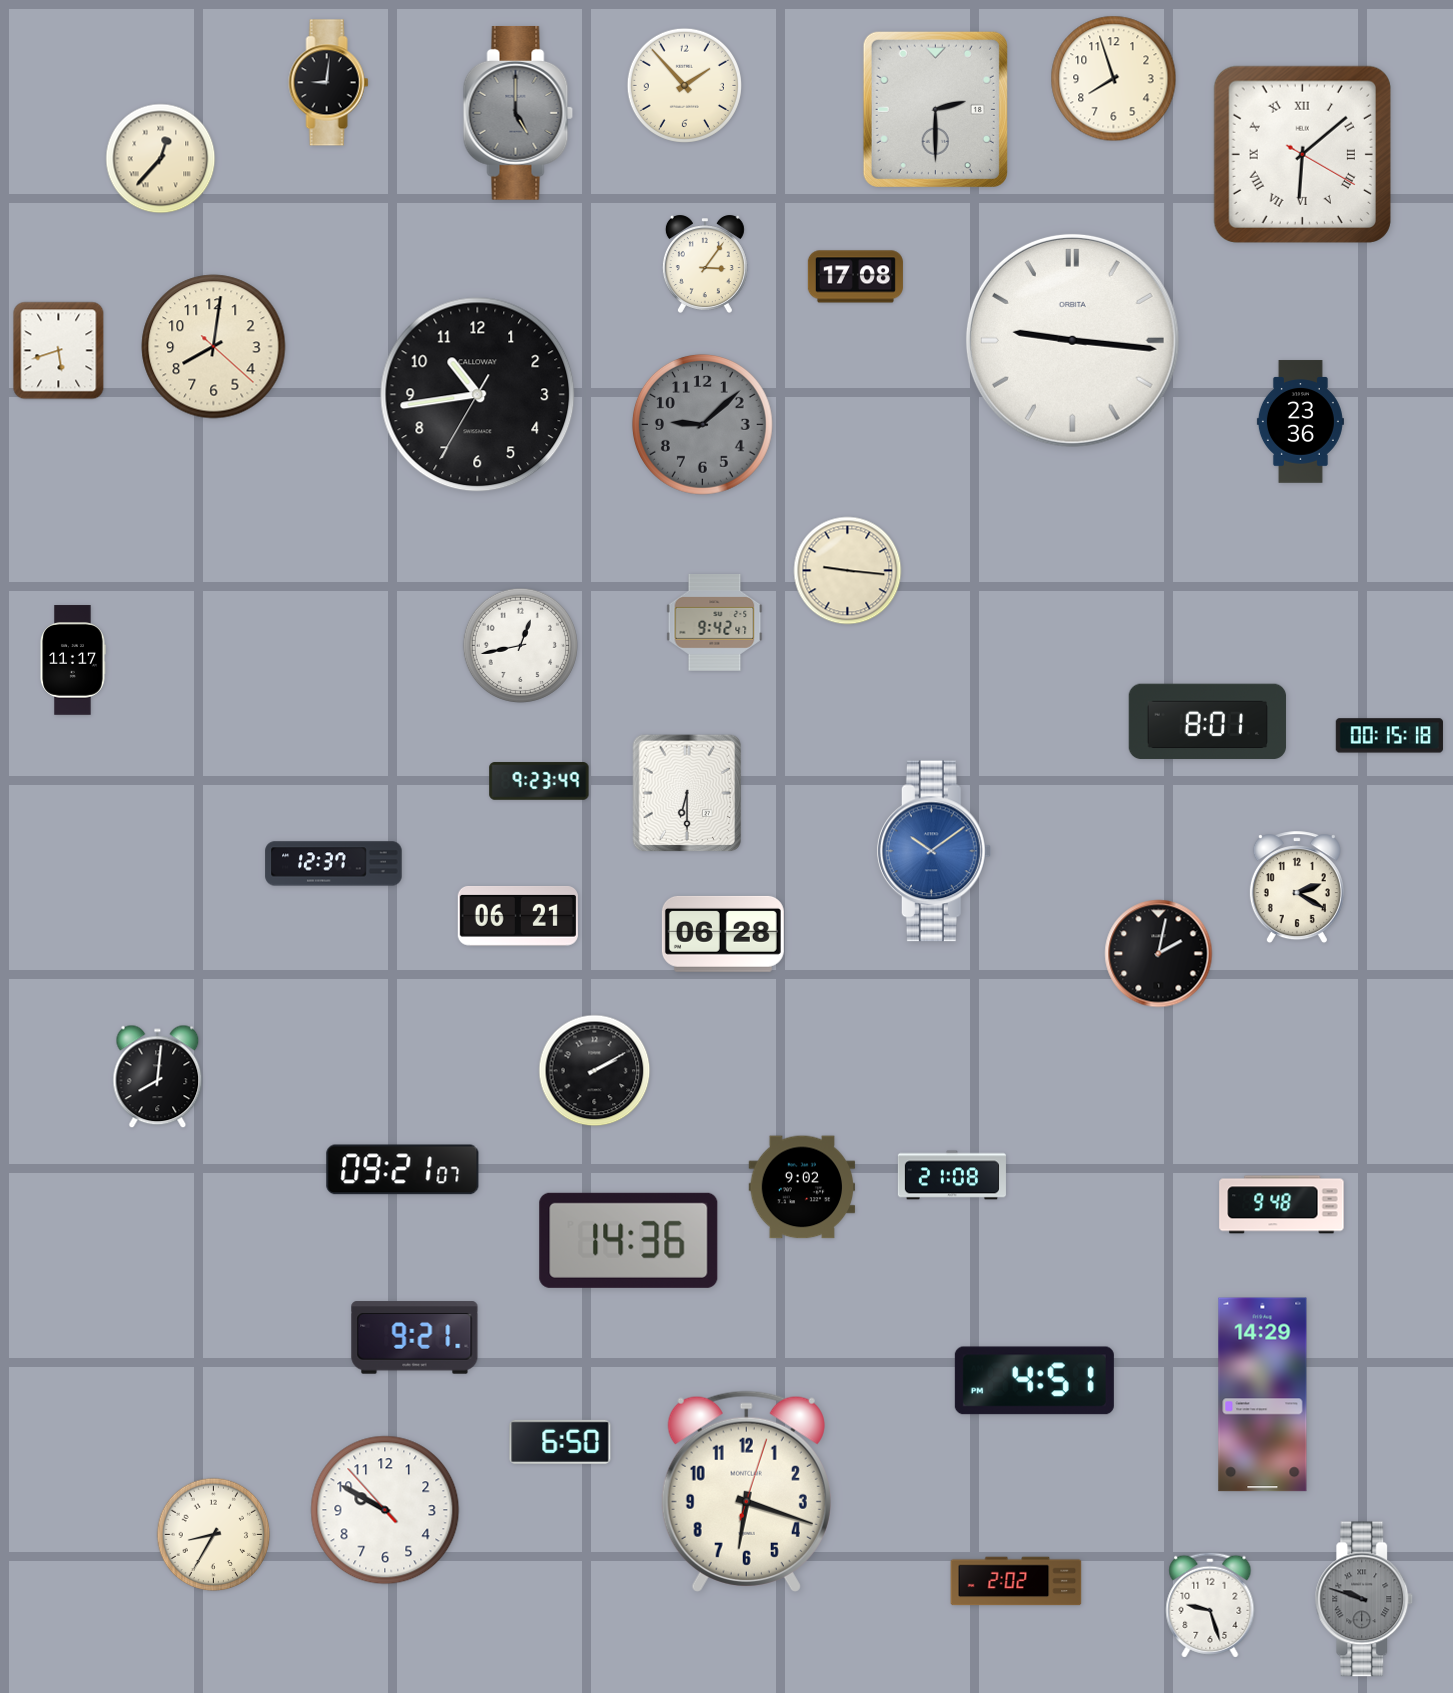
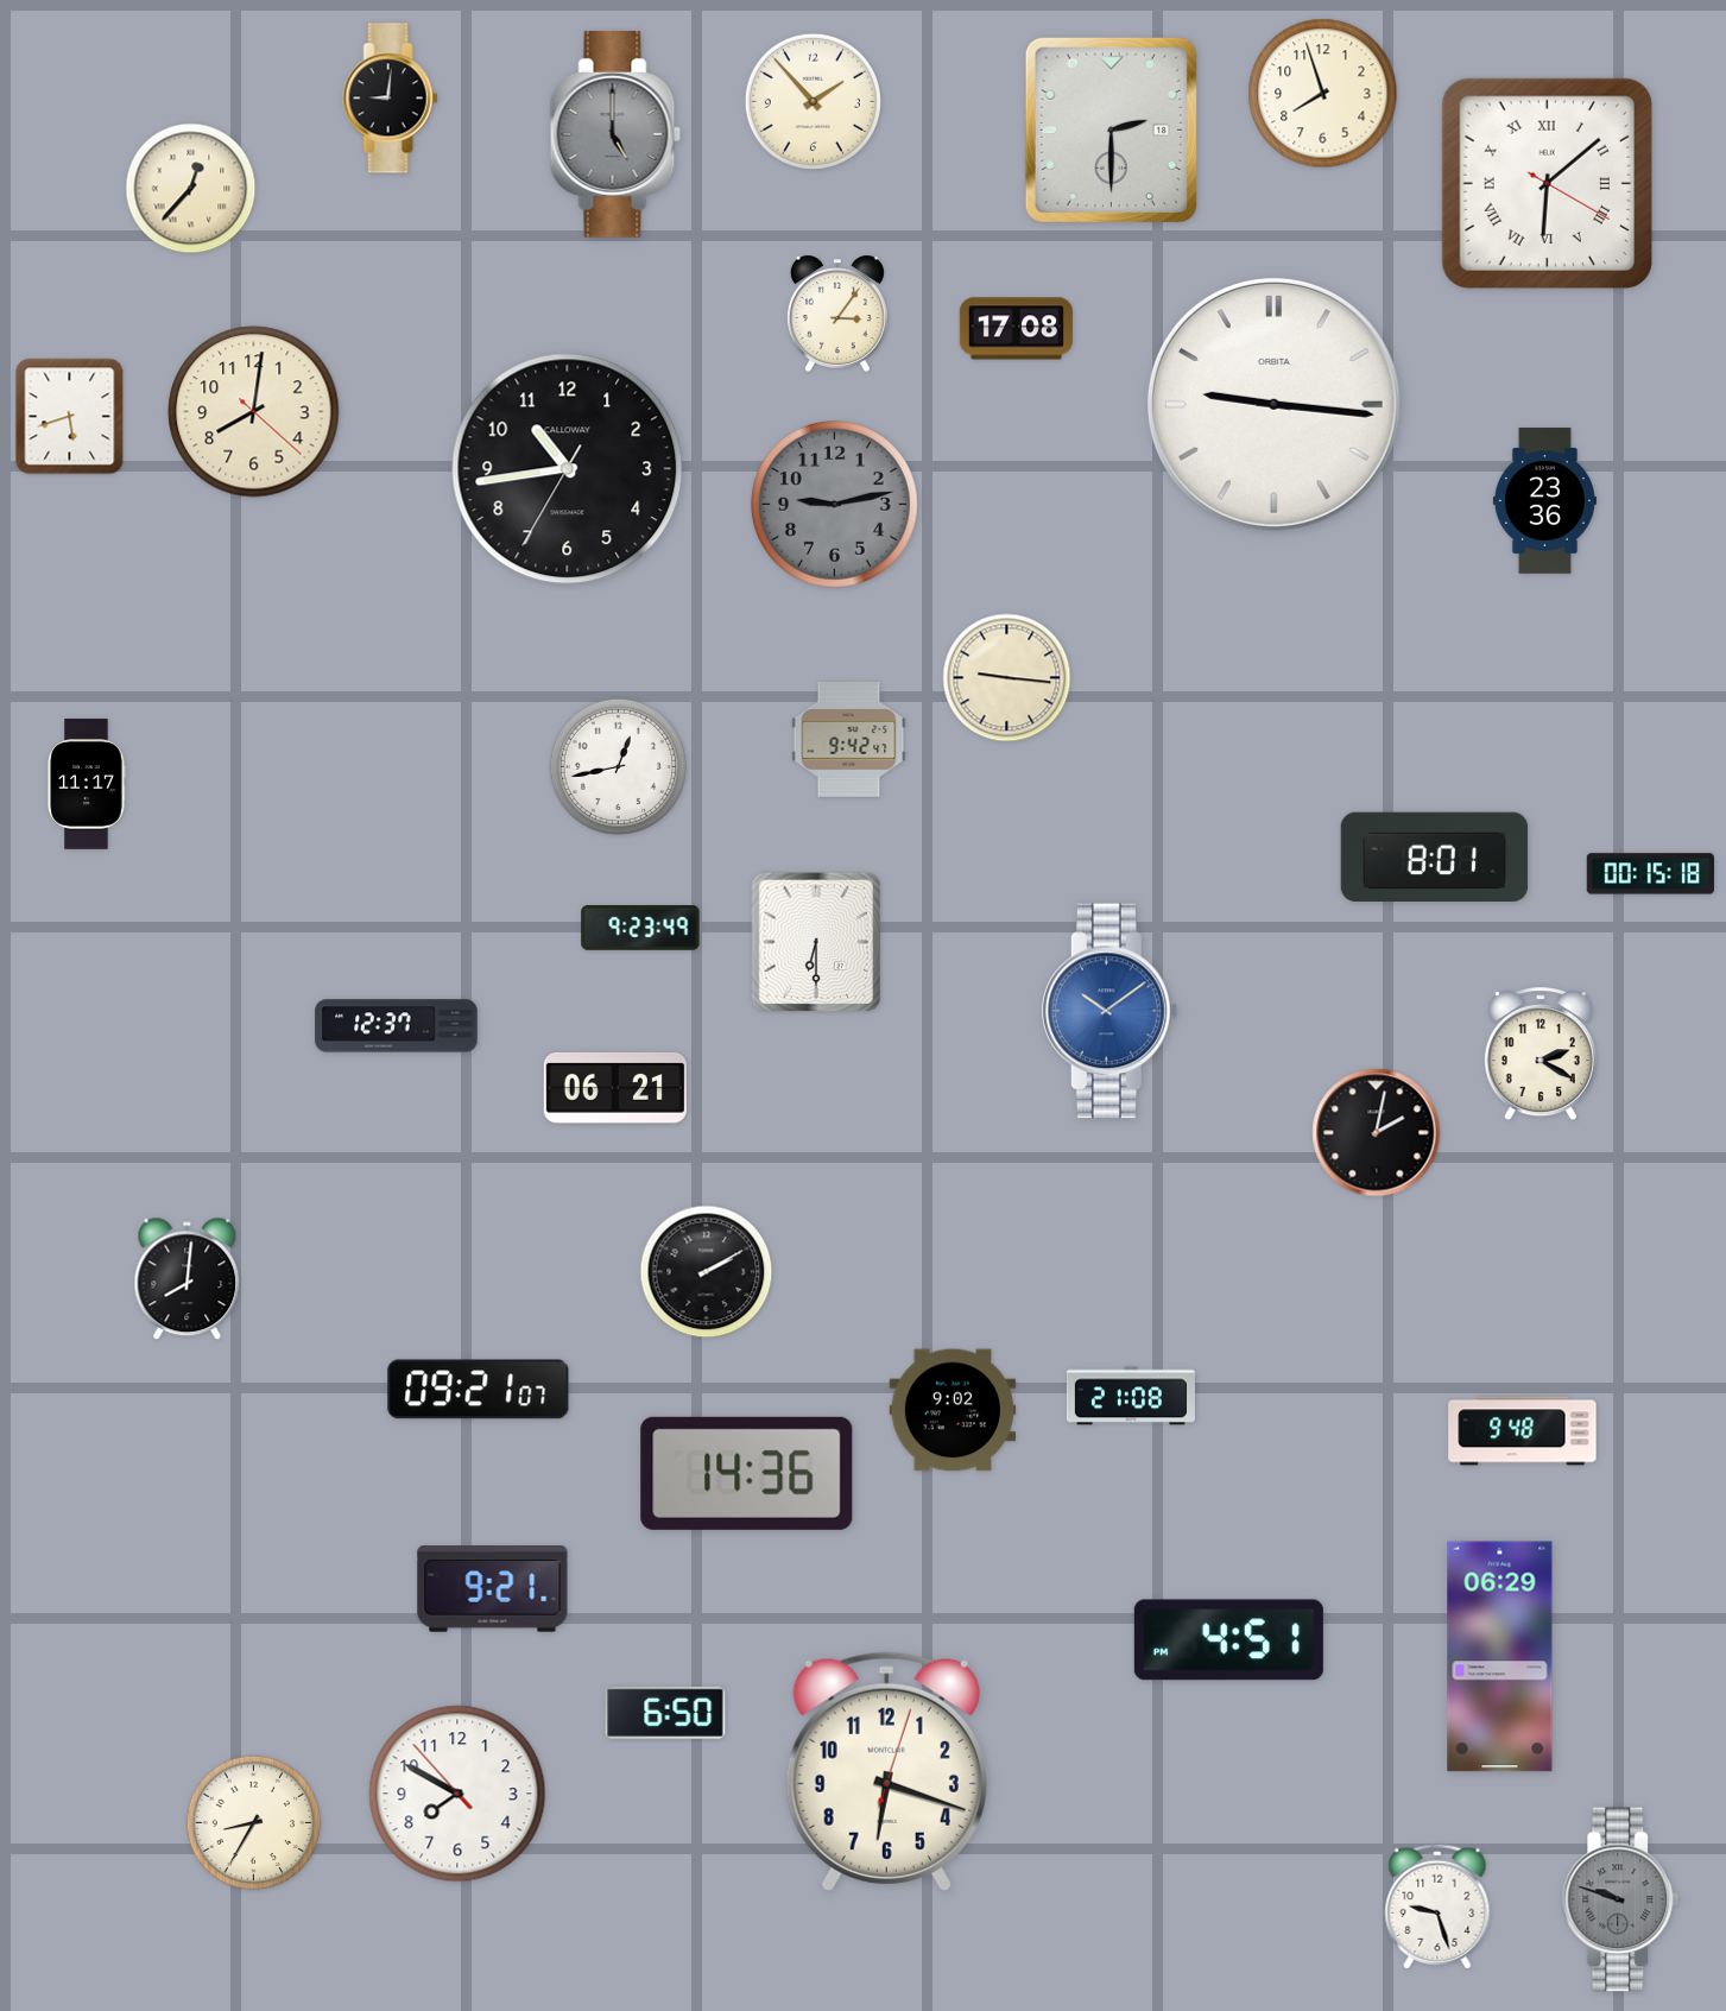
clock at (702, 424): 9:08 -> 9:13
clock at (723, 934): 06:28 -> none
clock at (1263, 1395): 14:29 -> 06:29
clock at (385, 1510): 9:49 -> 7:49
clock at (1016, 1581): 2:02 -> none
